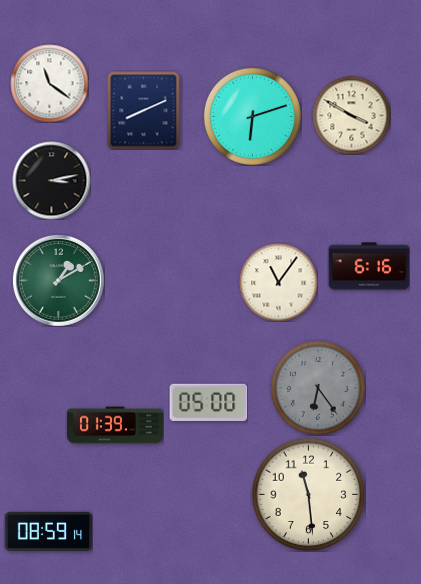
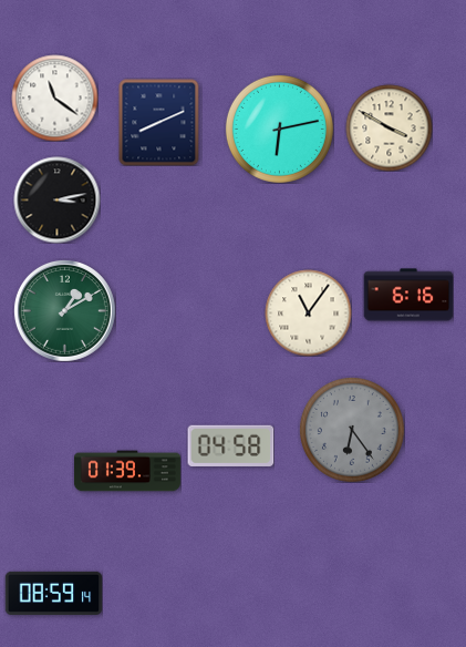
clock at (49, 83) position: (49, 83) -> (54, 97)
clock at (252, 116): 6:12 -> 6:13
clock at (208, 402): 05:00 -> 04:58
clock at (308, 494): 11:29 -> none
clock at (48, 531) position: (48, 531) -> (53, 593)
